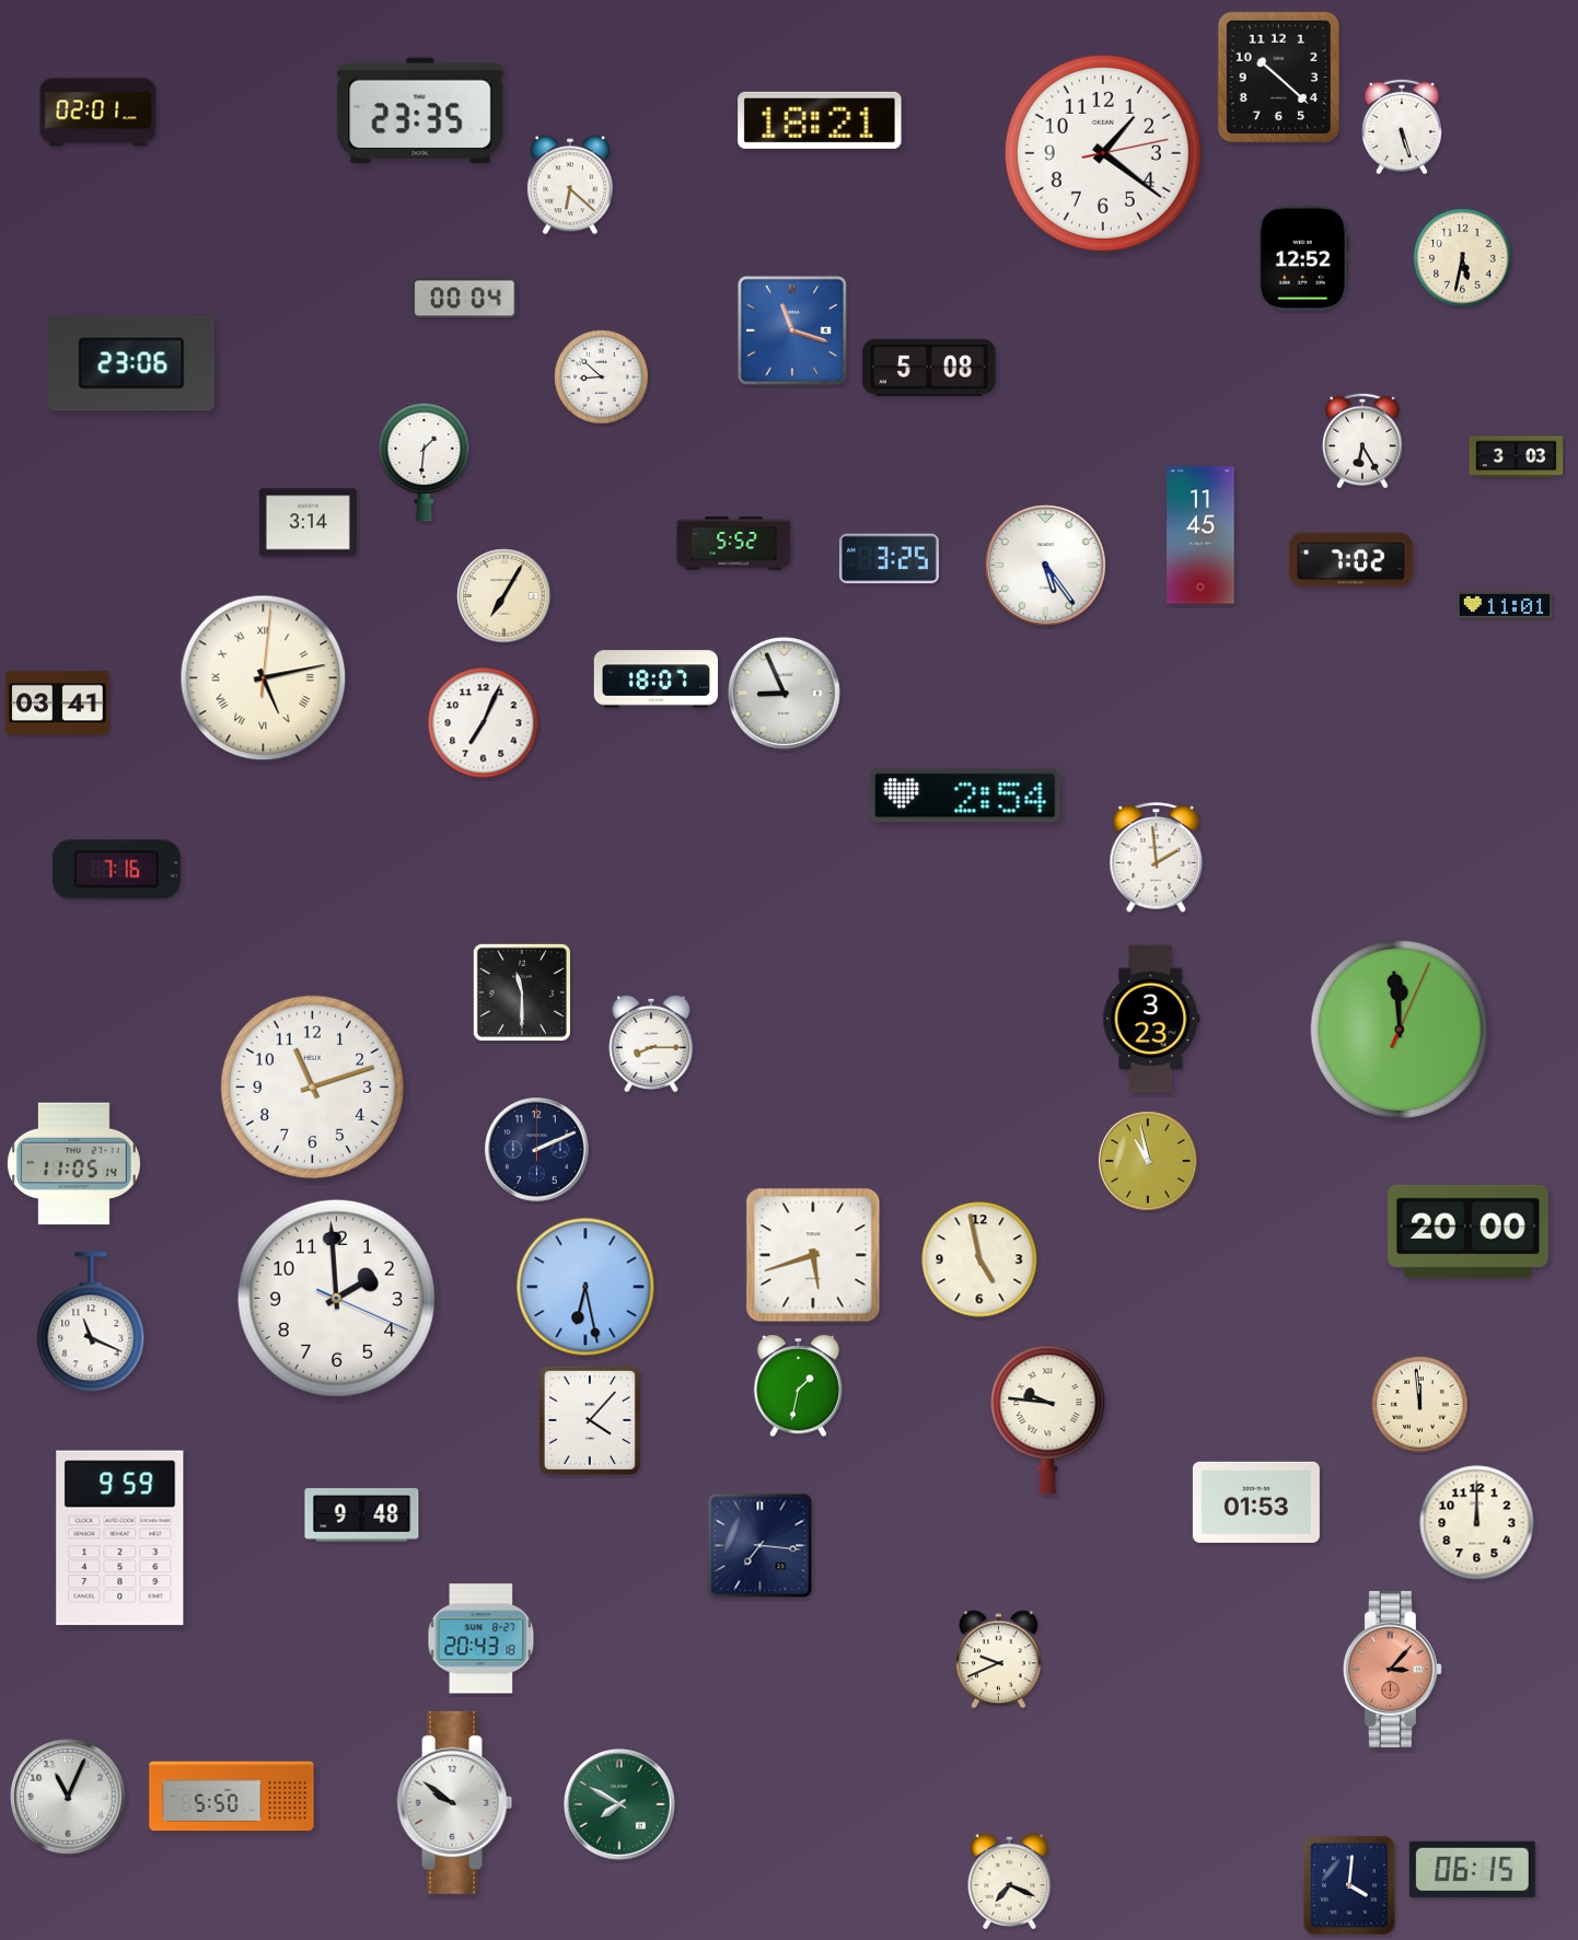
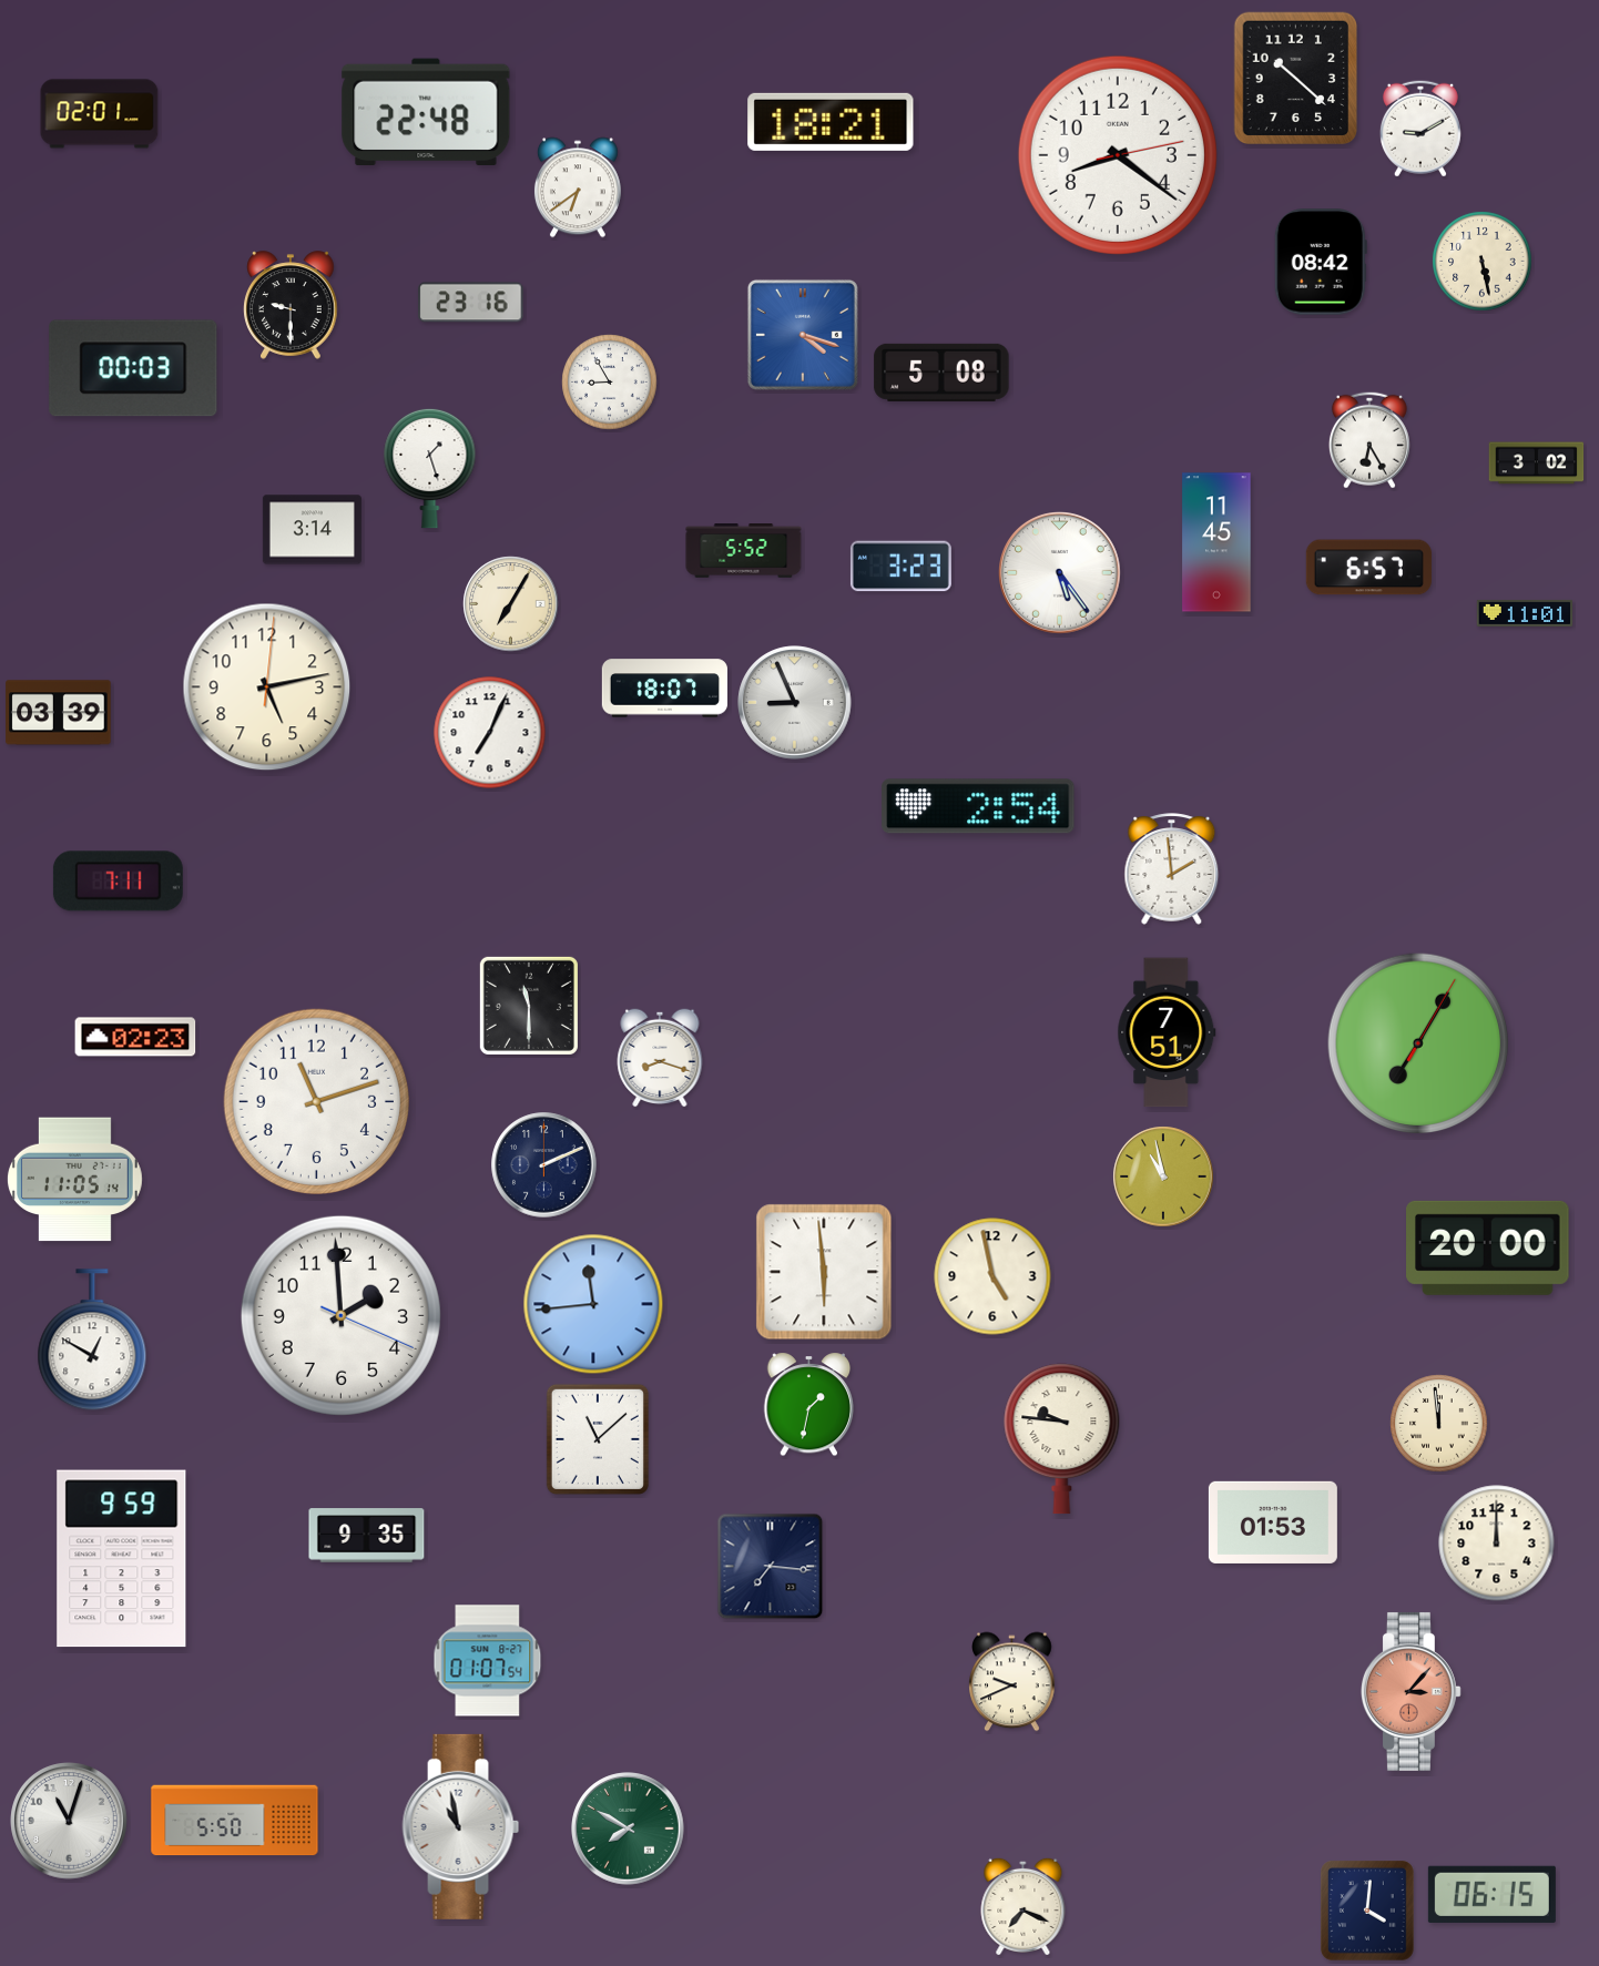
clock at (420, 111): 23:35 -> 22:48
clock at (1402, 127): 5:27 -> 9:10
clock at (1103, 153): 1:21 -> 8:21
clock at (570, 185): 6:22 -> 6:39
clock at (1303, 258): 12:52 -> 08:42
clock at (1463, 258): 5:32 -> 5:28
clock at (465, 299): 00:04 -> 23:16
clock at (291, 305): none -> 9:30
clock at (792, 330): 11:18 -> 4:18
clock at (131, 363): 23:06 -> 00:03
clock at (602, 377): 8:52 -> 8:55
clock at (1362, 441) position: (1362, 441) -> (1369, 440)
clock at (1517, 457): 3:03 -> 3:02
clock at (425, 462): 1:31 -> 1:27
clock at (889, 559): 3:25 -> 3:23
clock at (1350, 560): 7:02 -> 6:57
clock at (264, 678) numerals: Roman -> Arabic
clock at (58, 704): 03:41 -> 03:39
clock at (116, 870): 7:16 -> 7:11
clock at (1151, 1019): 3:23 -> 7:51
clock at (135, 1037): none -> 02:23
clock at (1400, 1030): 11:59 -> 7:05
clock at (651, 1044): 8:15 -> 8:18
clock at (813, 1255): 5:42 -> 5:59
clock at (585, 1287): 6:28 -> 11:44
clock at (91, 1323): 11:19 -> 12:50
clock at (590, 1420): 4:07 -> 11:08
clock at (362, 1515): 9:48 -> 9:35
clock at (481, 1639): 20:43 -> 01:07
clock at (68, 1797): 11:04 -> 11:03
clock at (455, 1802): 9:51 -> 10:58
